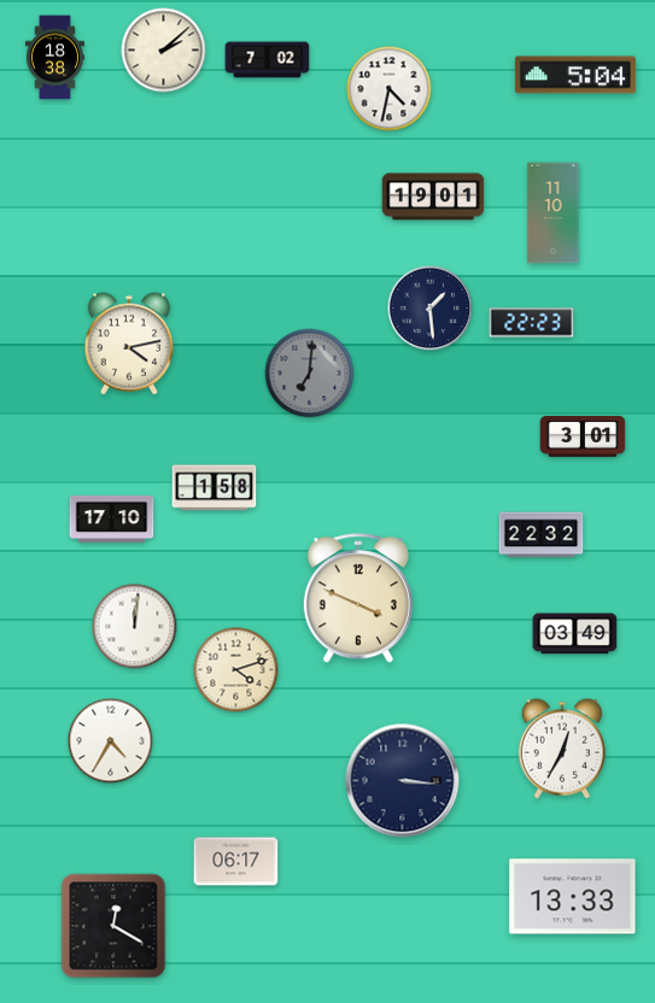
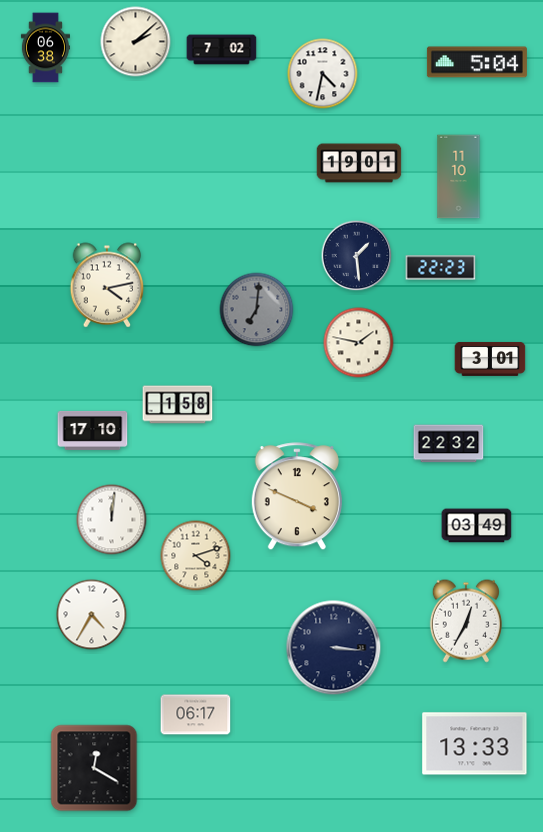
clock at (54, 58): 18:38 -> 06:38
clock at (359, 343): none -> 1:47
clock at (583, 436) position: (583, 436) -> (490, 359)
